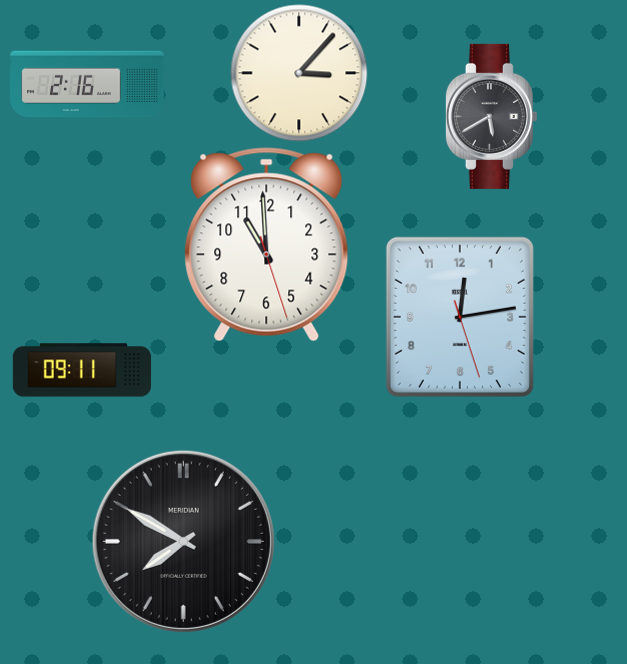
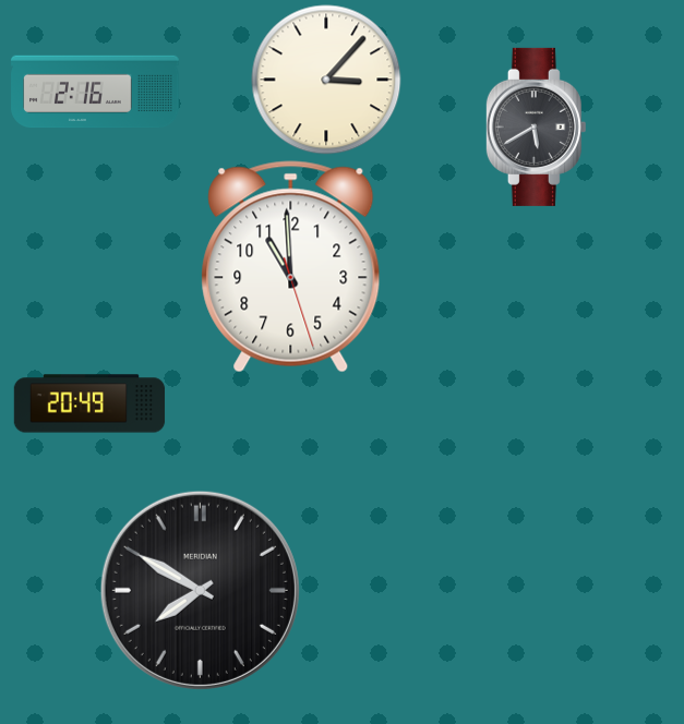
clock at (460, 317): 12:13 -> none
clock at (82, 370): 09:11 -> 20:49
